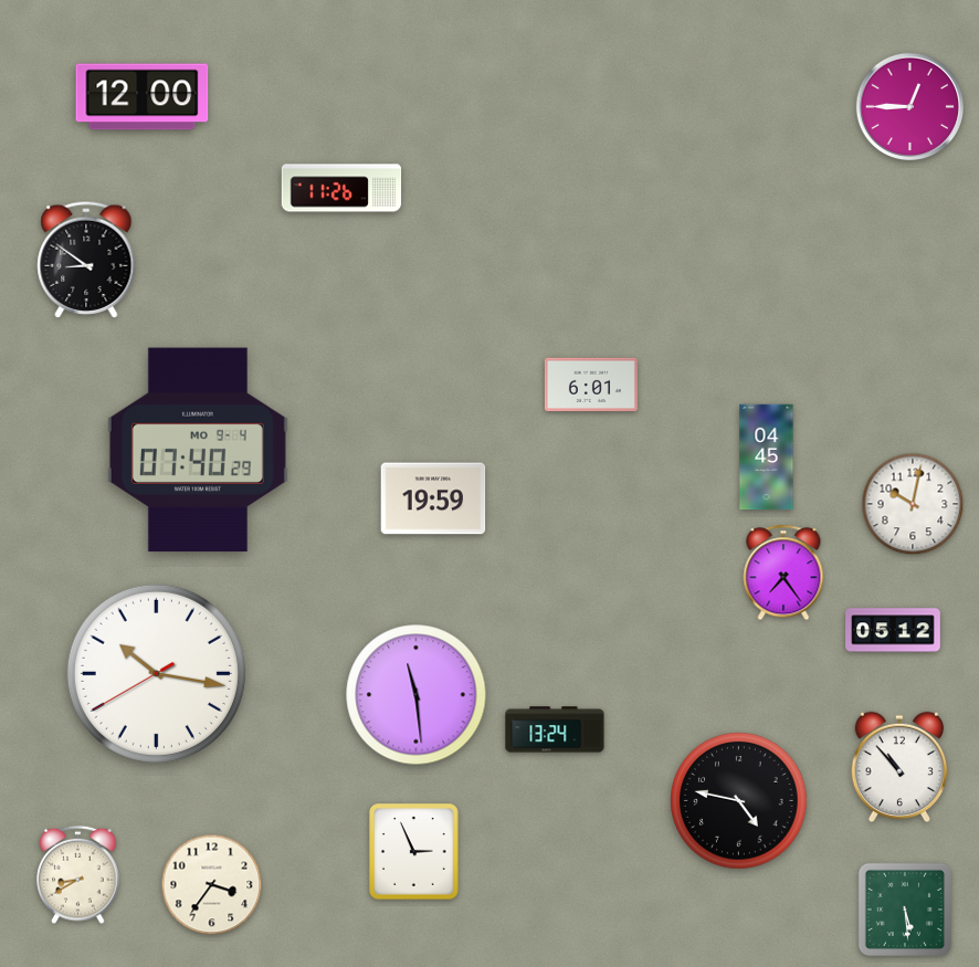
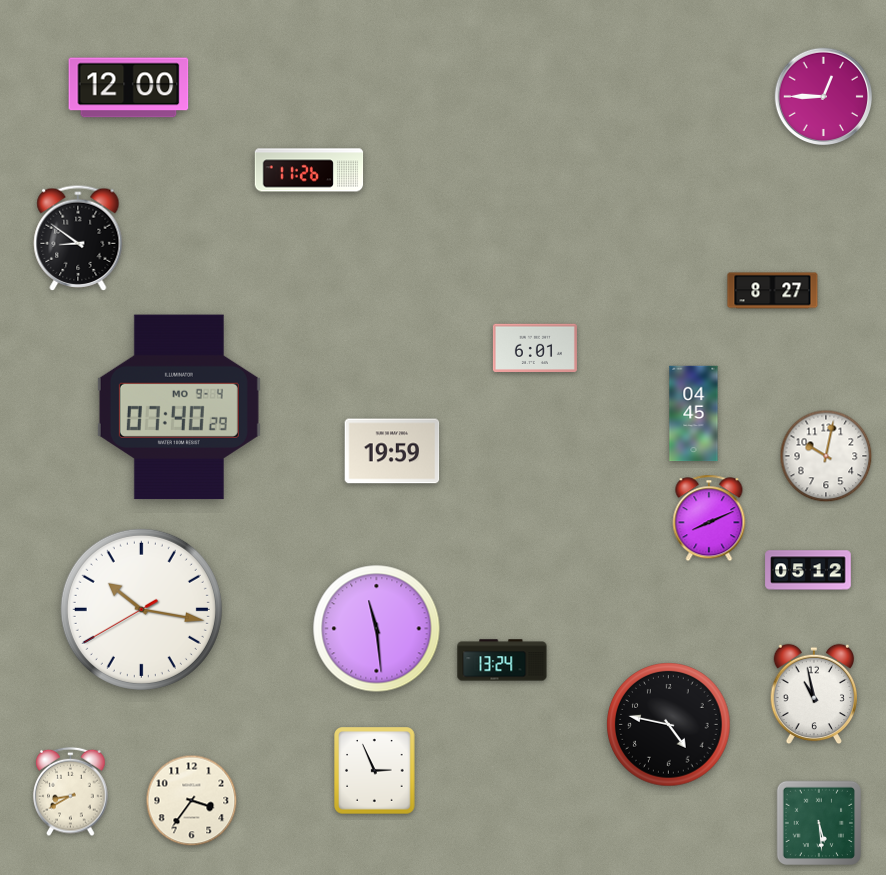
clock at (86, 260) position: (86, 260) -> (78, 238)
clock at (773, 291): none -> 8:27
clock at (783, 572): 7:24 -> 8:11
clock at (899, 767): 10:53 -> 10:58
